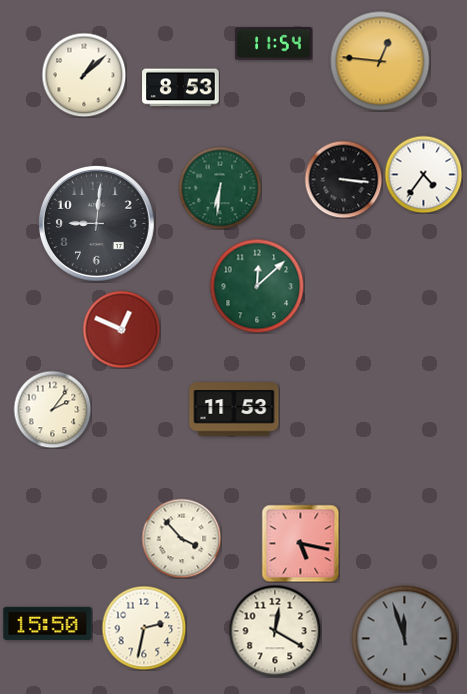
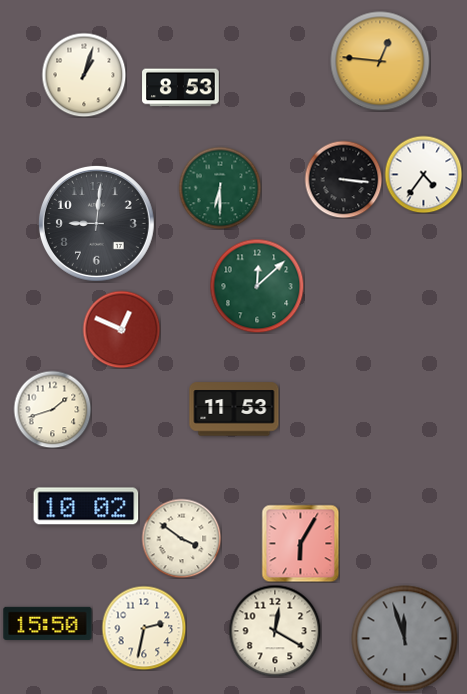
clock at (274, 44): 11:54 -> none
clock at (84, 75): 1:08 -> 1:03
clock at (220, 188): 6:31 -> 6:30
clock at (52, 409): 2:06 -> 1:42
clock at (86, 506): none -> 10:02
clock at (181, 538): 3:53 -> 3:51
clock at (300, 543): 5:17 -> 6:05
